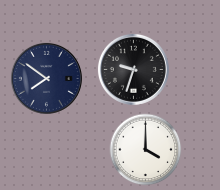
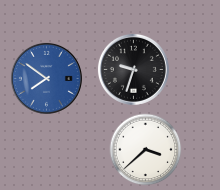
clock at (46, 78) dial: navy -> blue
clock at (146, 150): 4:00 -> 3:38
